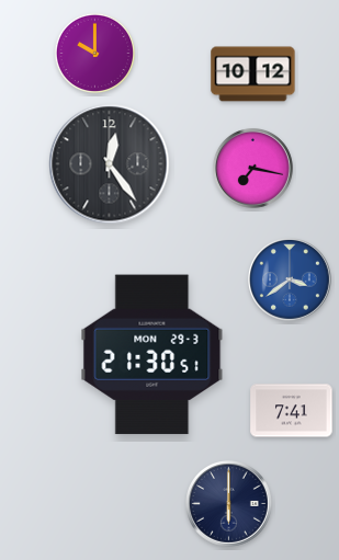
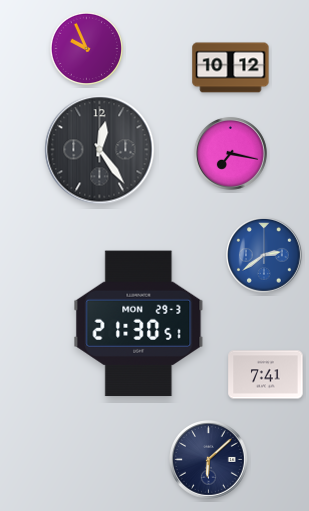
clock at (95, 54): 10:00 -> 9:56
clock at (291, 281): 3:39 -> 2:39
clock at (229, 504): 6:00 -> 6:08
